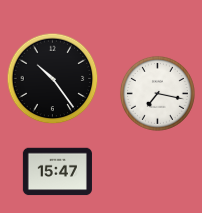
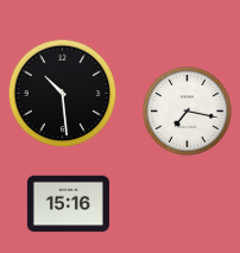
clock at (53, 79): 10:24 -> 10:29
clock at (57, 172): 15:47 -> 15:16
